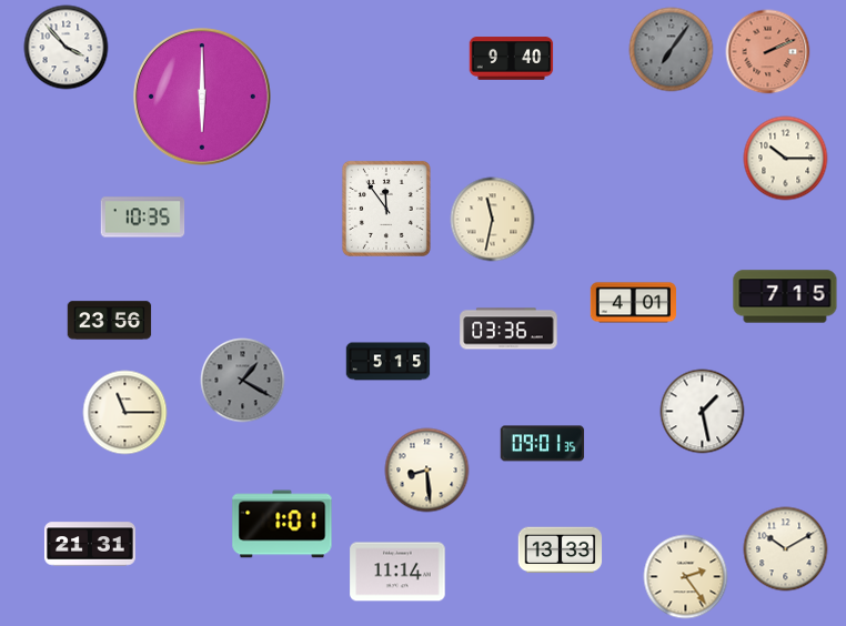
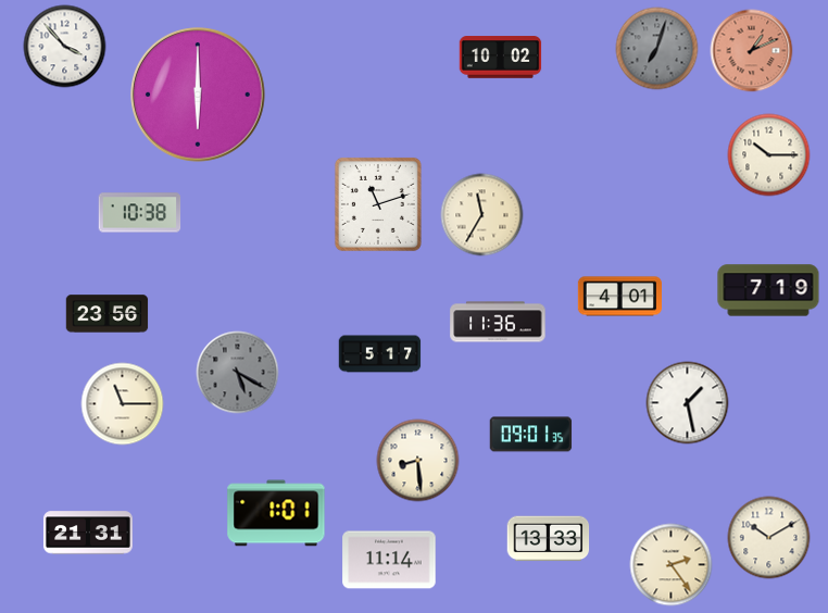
clock at (672, 50): 7:06 -> 7:03
clock at (768, 52): 2:11 -> 1:11
clock at (512, 59): 9:40 -> 10:02
clock at (386, 209): 11:54 -> 11:12
clock at (143, 218): 10:35 -> 10:38
clock at (493, 220): 11:32 -> 11:35
clock at (785, 296): 7:15 -> 7:19
clock at (508, 329): 03:36 -> 11:36
clock at (389, 362): 5:15 -> 5:17
clock at (243, 381): 1:20 -> 5:20
